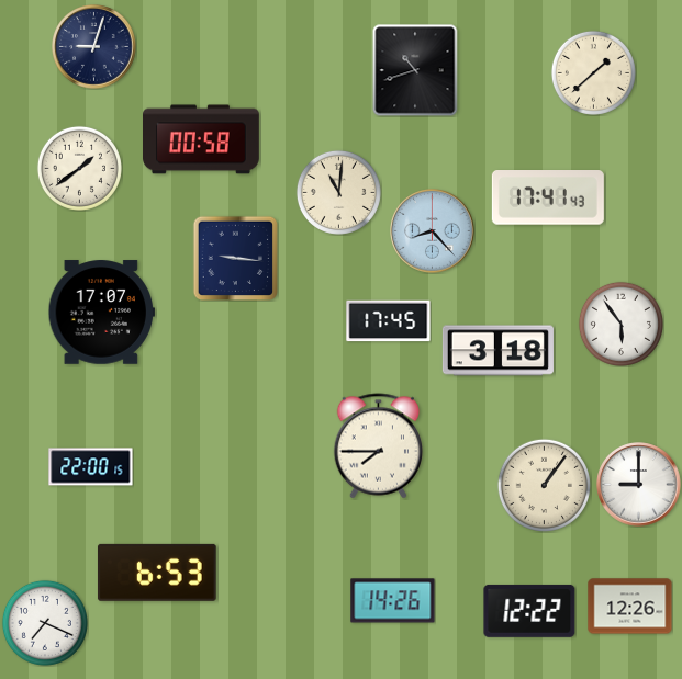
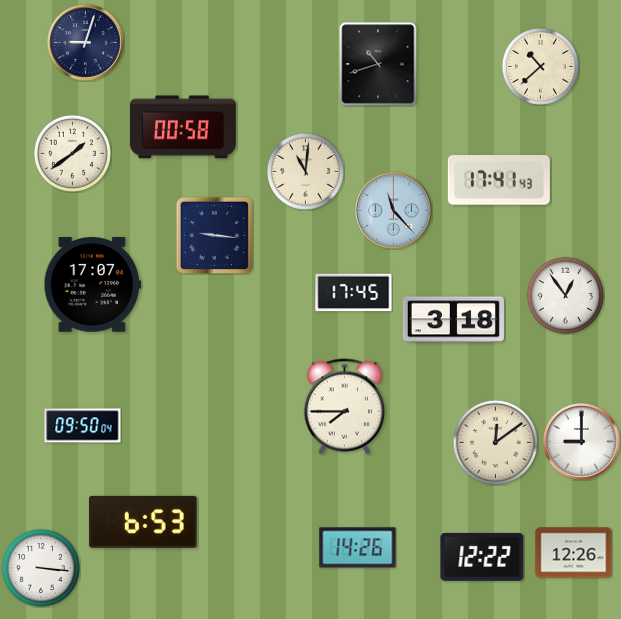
clock at (593, 72): 1:38 -> 10:38
clock at (338, 192) position: (338, 192) -> (305, 171)
clock at (433, 231): 8:23 -> 11:23
clock at (620, 324): 5:54 -> 12:54
clock at (91, 467): 22:00 -> 09:50
clock at (544, 485): 1:06 -> 12:09
clock at (45, 623): 7:19 -> 3:16
